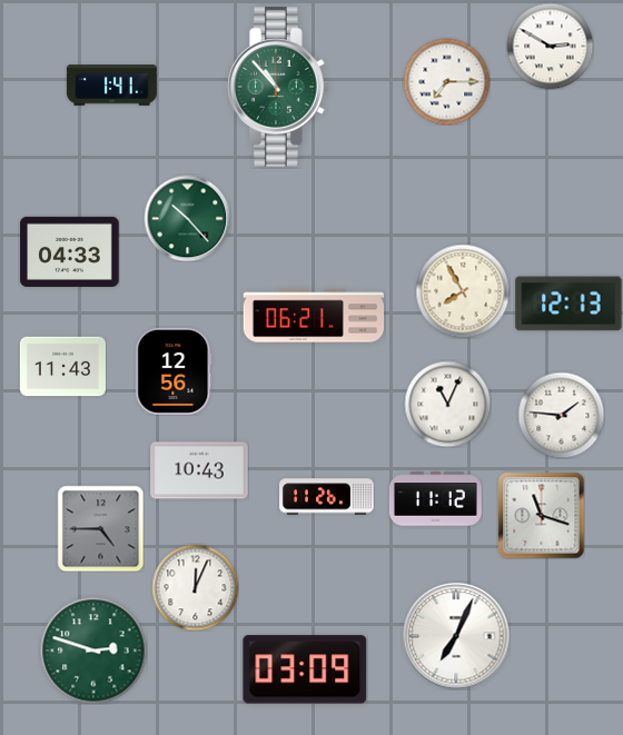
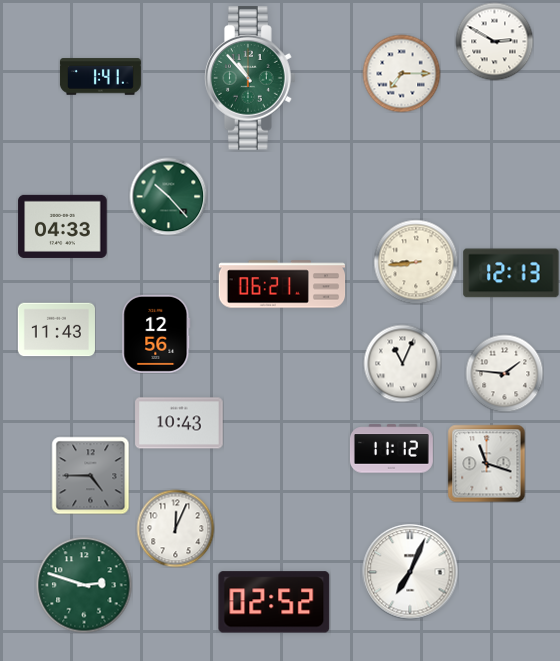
clock at (463, 291): 7:55 -> 8:44
clock at (327, 497): 11:26 -> none
clock at (305, 669): 03:09 -> 02:52
